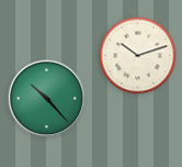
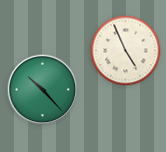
clock at (138, 56): 10:12 -> 4:56
